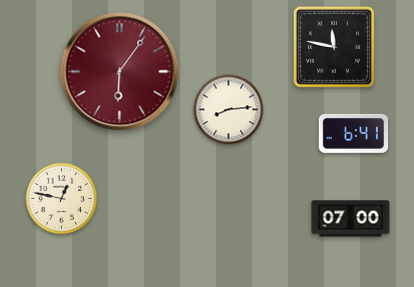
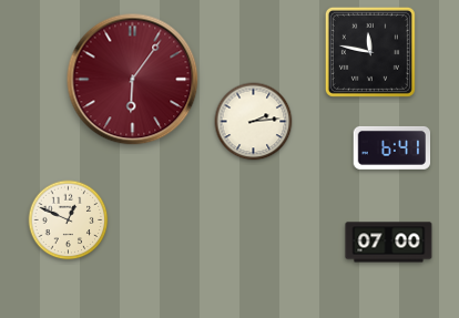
clock at (229, 110): 8:14 -> 2:14
clock at (62, 199): 12:47 -> 12:49
